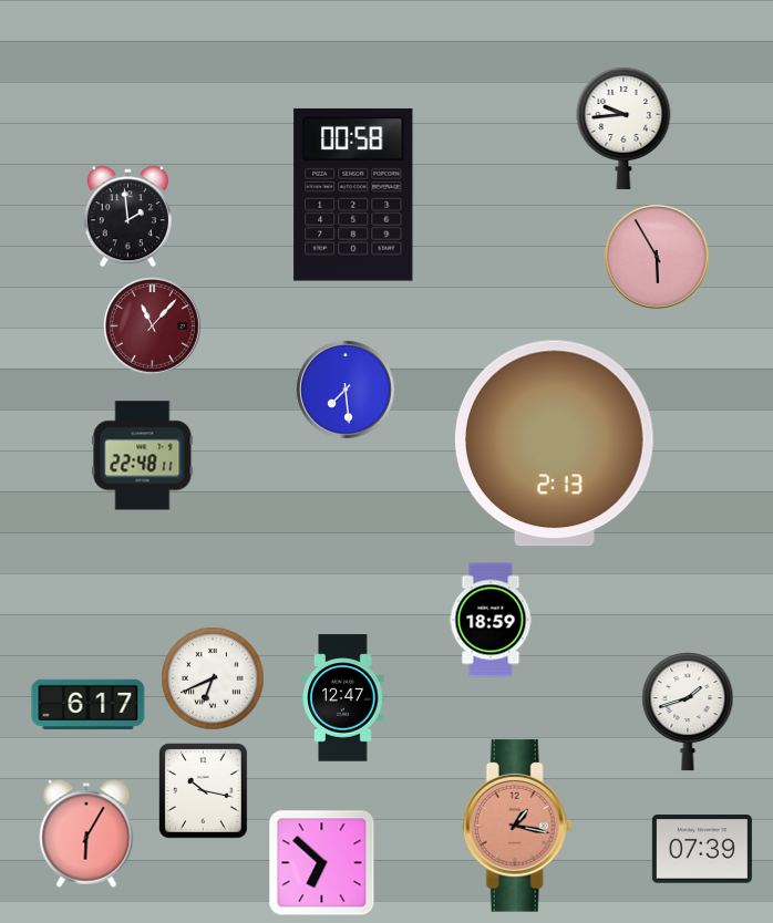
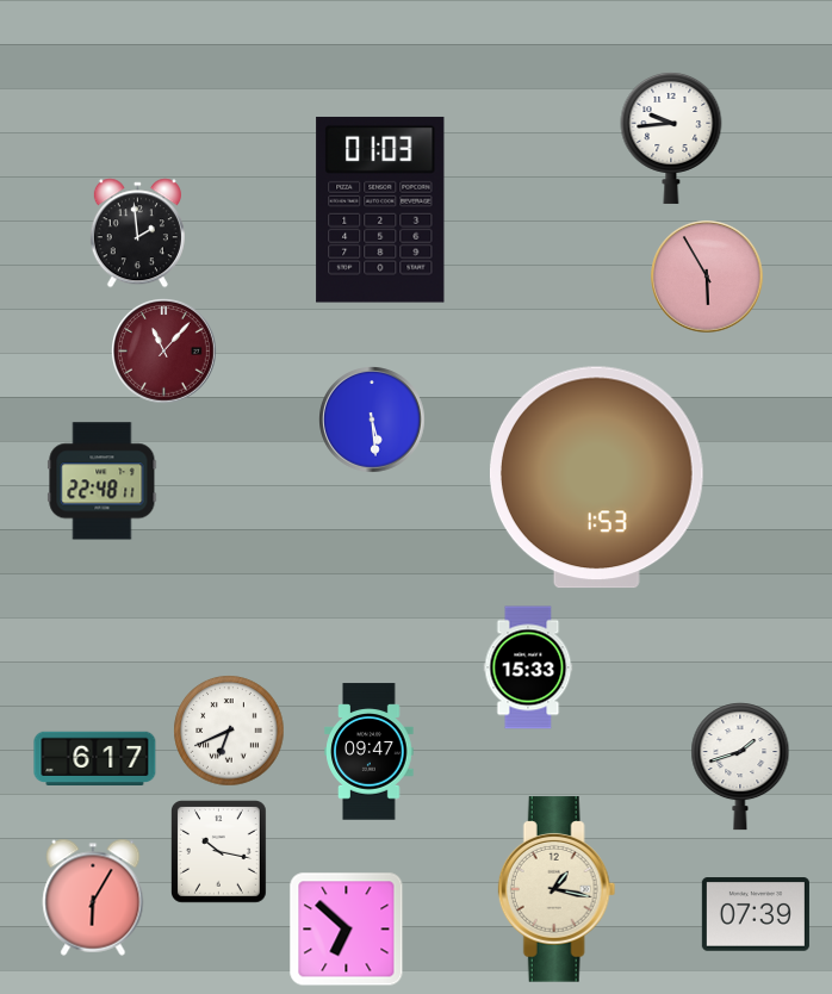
clock at (353, 195): 00:58 -> 01:03
clock at (346, 390): 7:29 -> 5:29
clock at (554, 444): 2:13 -> 1:53
clock at (143, 456) position: (143, 456) -> (103, 482)
clock at (491, 620): 18:59 -> 15:33
clock at (343, 698): 12:47 -> 09:47
clock at (517, 826) dial: salmon -> cream
